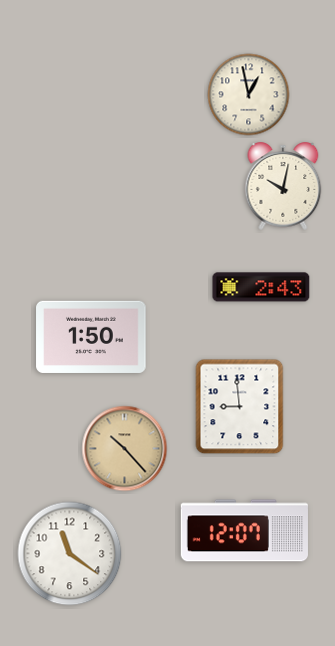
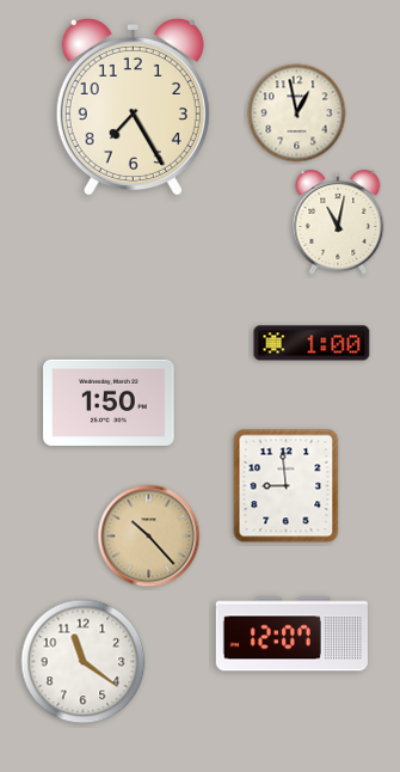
clock at (133, 106): none -> 7:25
clock at (283, 186): 10:02 -> 11:02
clock at (261, 287): 2:43 -> 1:00
